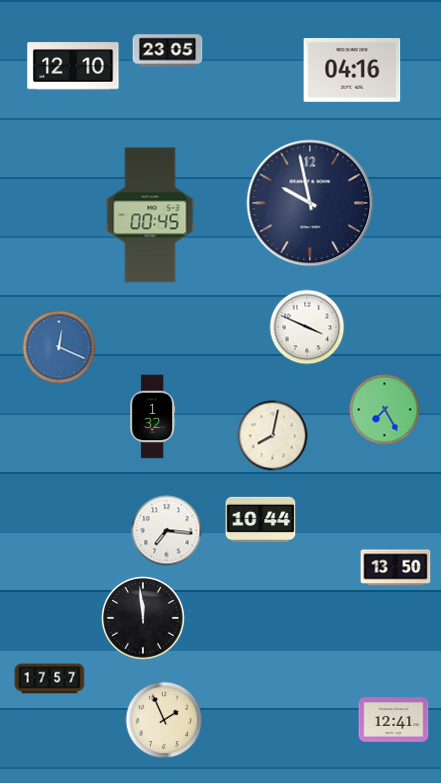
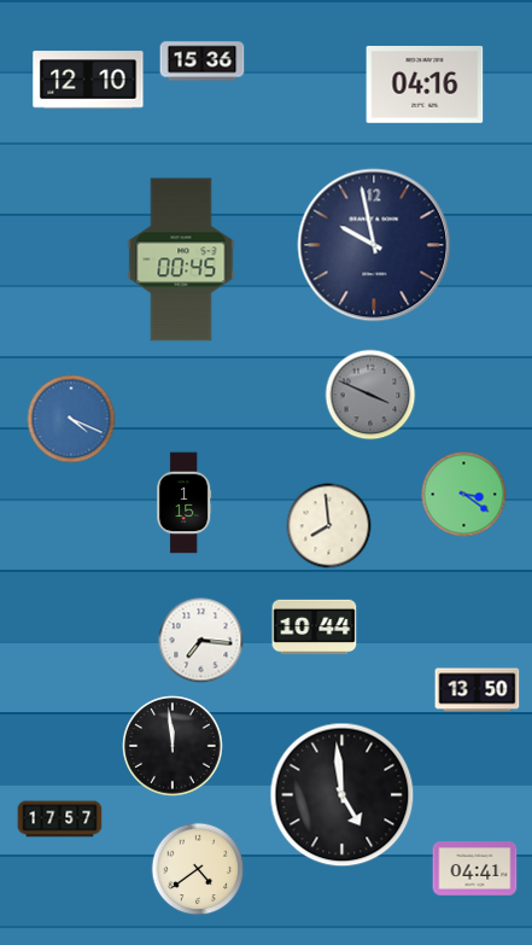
clock at (168, 51): 23:05 -> 15:36
clock at (307, 327) dial: white -> grey
clock at (59, 347): 12:19 -> 4:19
clock at (385, 410): 7:25 -> 3:21
clock at (153, 417): 1:32 -> 1:15
clock at (273, 436): 8:02 -> 7:59
clock at (396, 568) position: (396, 568) -> (478, 690)
clock at (343, 795): none -> 4:59
clock at (164, 720): 1:56 -> 4:39
clock at (394, 720): 12:41 -> 04:41
